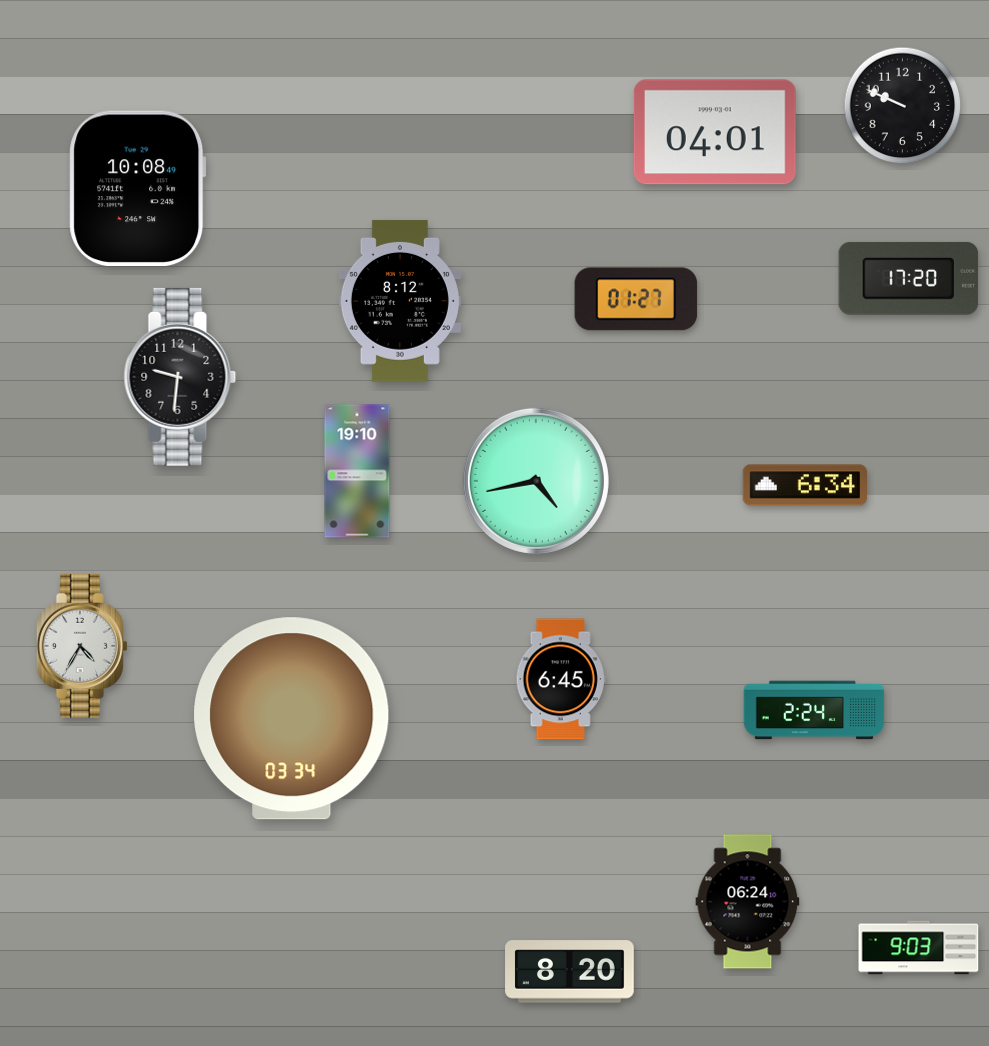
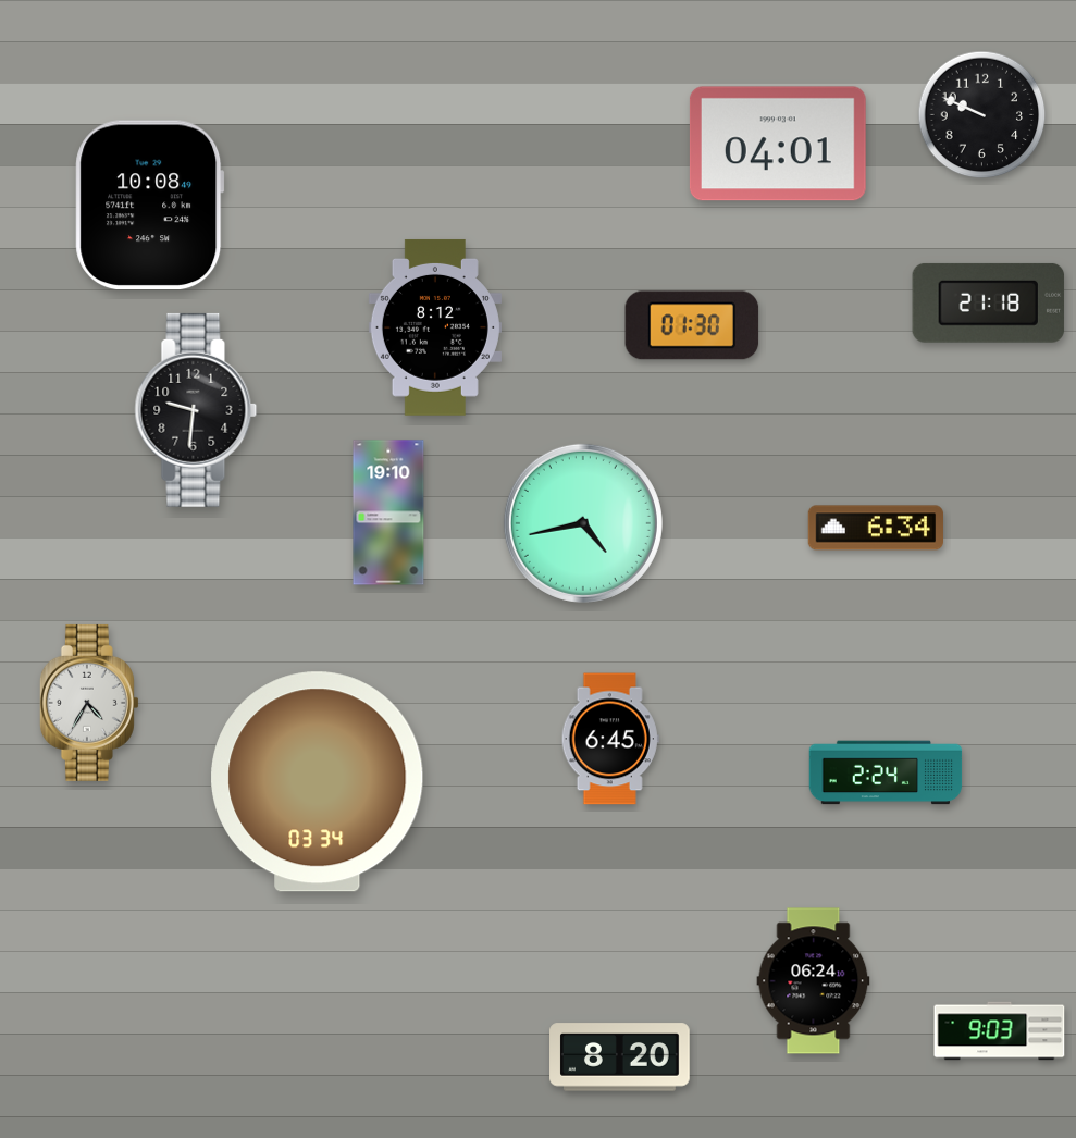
clock at (909, 278): 17:20 -> 21:18
clock at (636, 299): 01:27 -> 01:30
